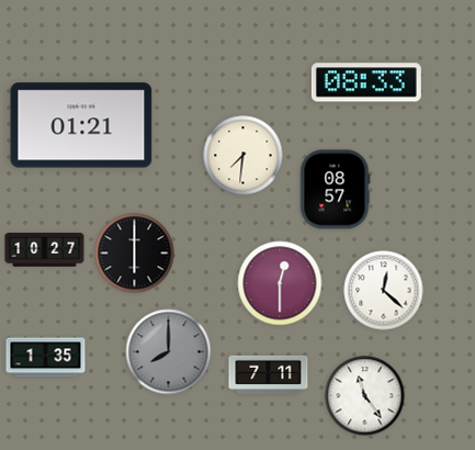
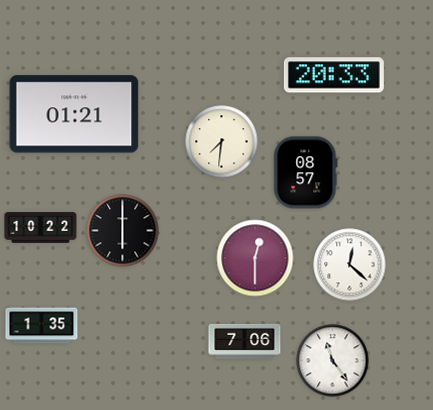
clock at (366, 82): 08:33 -> 20:33
clock at (45, 250): 10:27 -> 10:22
clock at (169, 352): 8:00 -> none
clock at (269, 374): 7:11 -> 7:06
